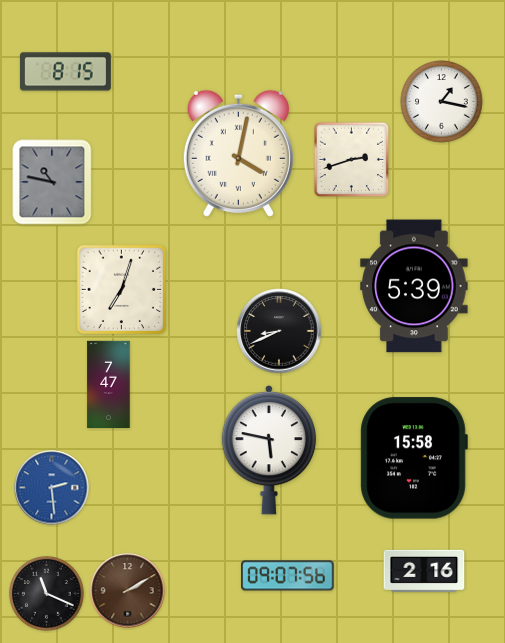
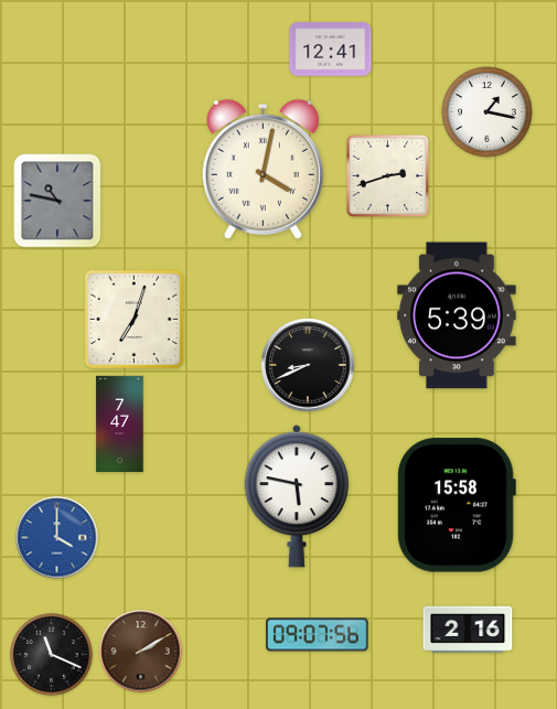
clock at (331, 50): none -> 12:41
clock at (65, 72): 8:15 -> none
clock at (52, 488): 2:29 -> 4:00
